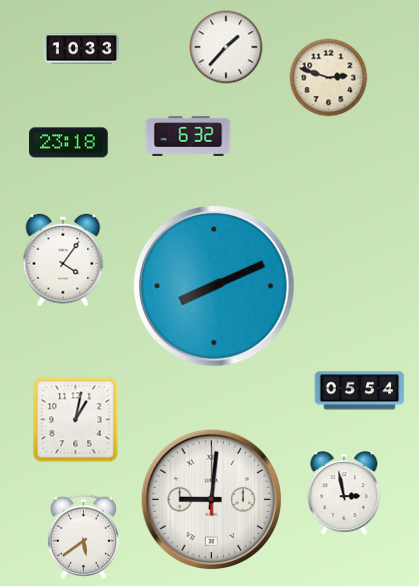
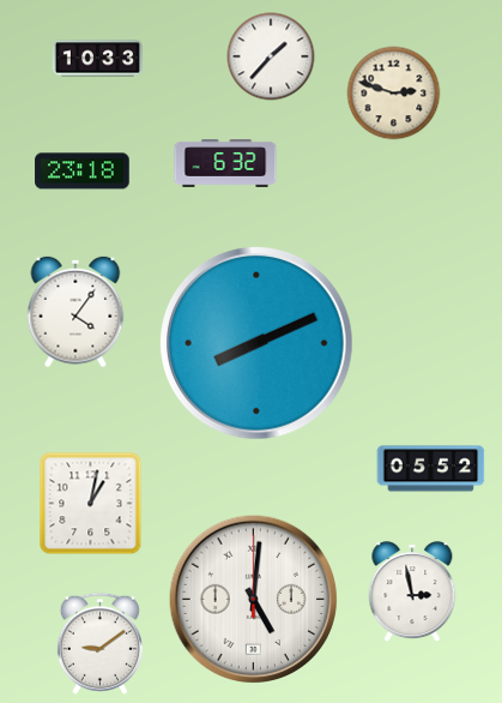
clock at (360, 391): 05:54 -> 05:52
clock at (211, 499): 9:01 -> 5:01
clock at (83, 536): 5:39 -> 9:09
